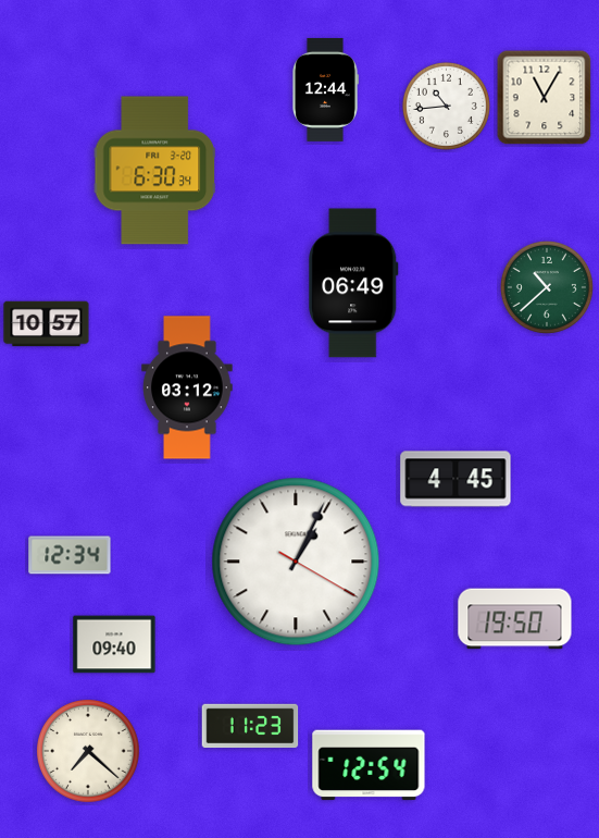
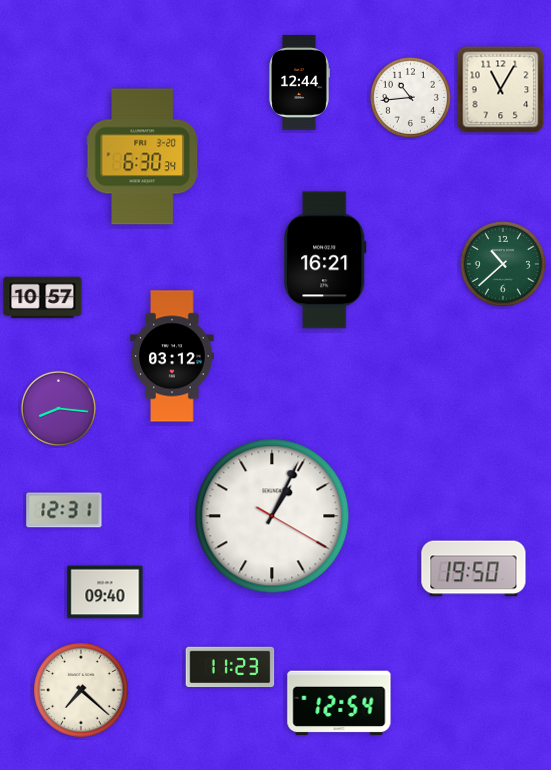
clock at (353, 283): 06:49 -> 16:21
clock at (58, 408): none -> 8:16
clock at (456, 479): 4:45 -> none
clock at (70, 555): 12:34 -> 12:31
